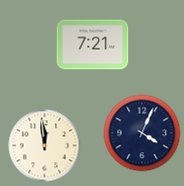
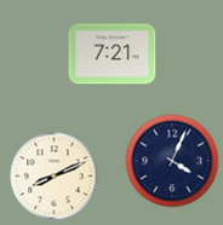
clock at (45, 146): 11:59 -> 8:11
